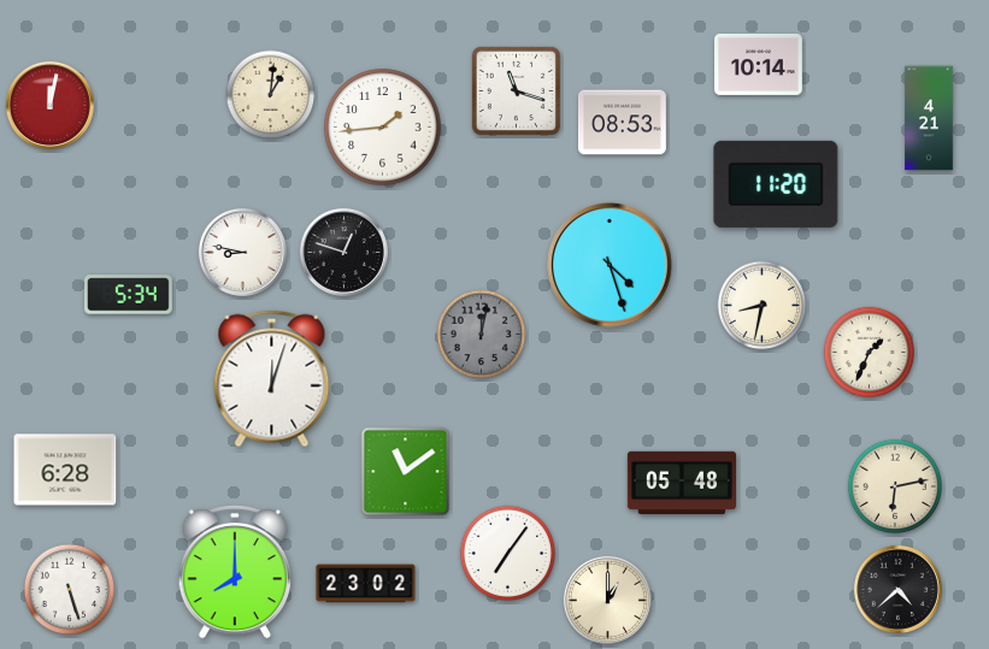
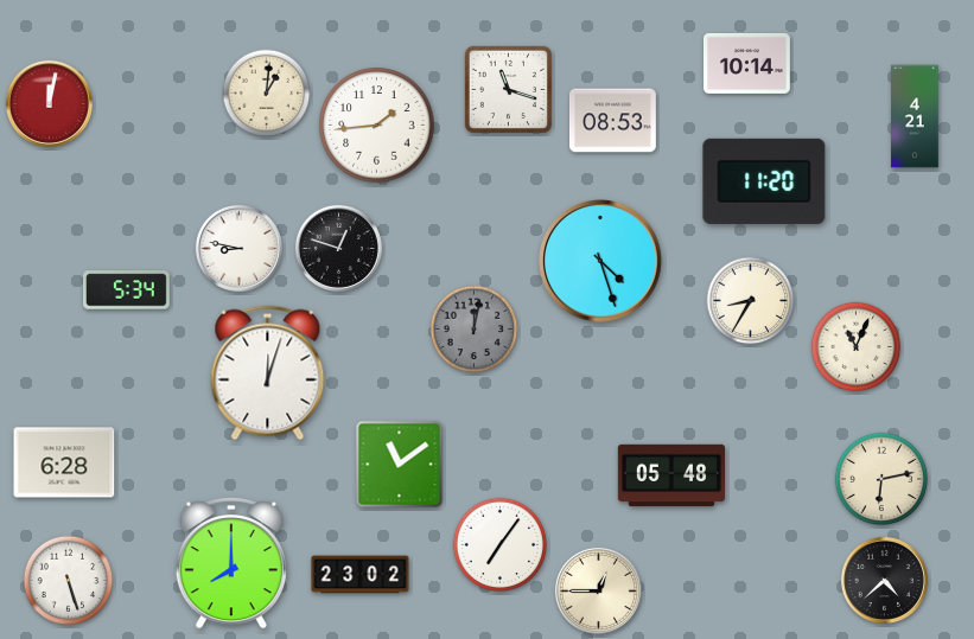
clock at (763, 306): 8:32 -> 8:35
clock at (870, 353): 1:34 -> 11:04
clock at (607, 600): 1:00 -> 12:45
